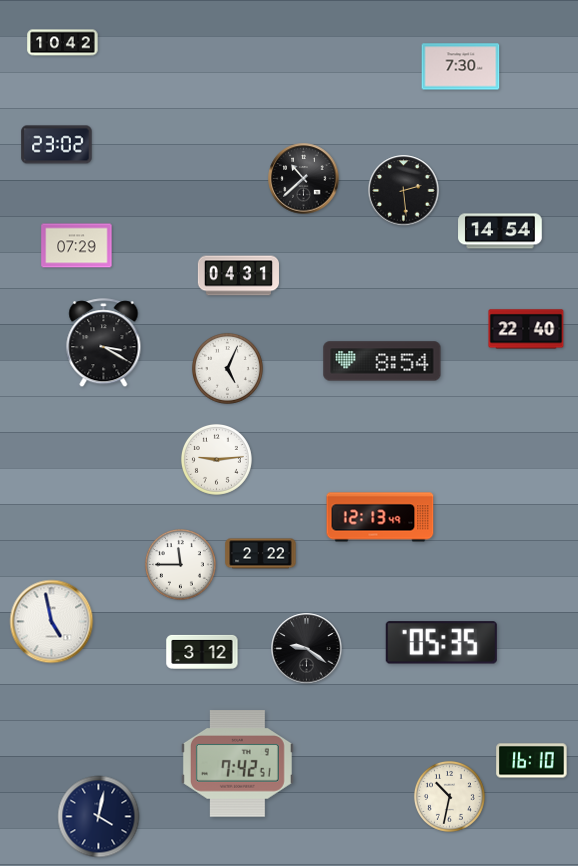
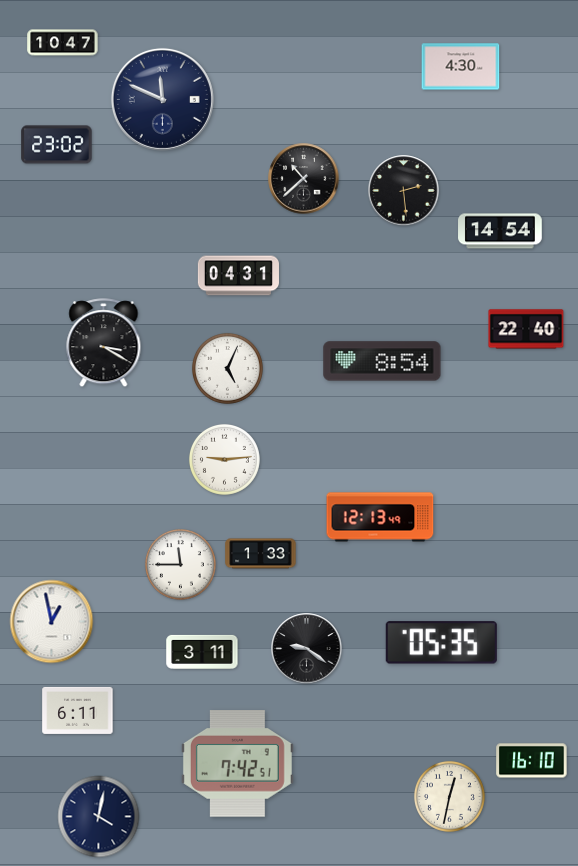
clock at (63, 43): 10:42 -> 10:47
clock at (461, 67): 7:30 -> 4:30
clock at (162, 99): none -> 11:49
clock at (77, 246): 07:29 -> none
clock at (216, 459) position: (216, 459) -> (224, 459)
clock at (261, 554): 2:22 -> 1:33
clock at (52, 622): 4:58 -> 12:58
clock at (202, 652): 3:12 -> 3:11
clock at (78, 710): none -> 6:11
clock at (449, 796): 10:32 -> 12:32
